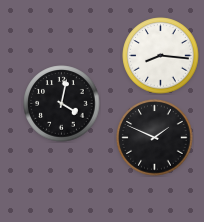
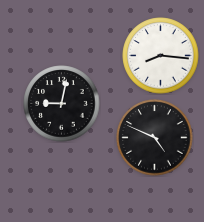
clock at (62, 104): 4:02 -> 9:02
clock at (155, 138): 1:49 -> 4:49
